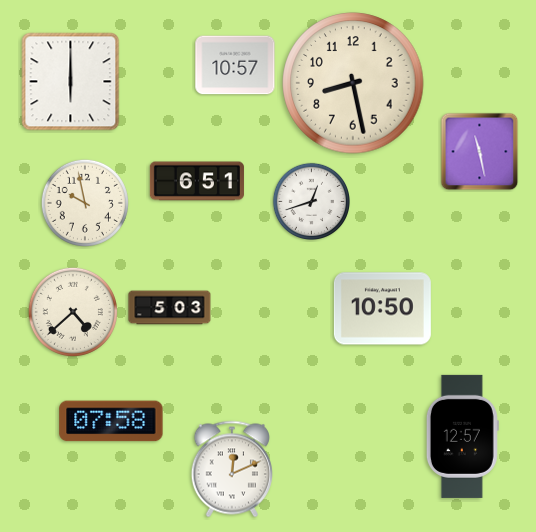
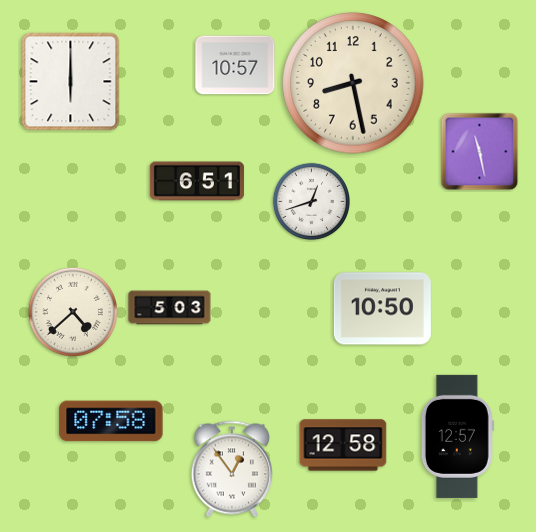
clock at (85, 203): 9:58 -> none
clock at (462, 436) position: (462, 436) -> (457, 436)
clock at (343, 445): none -> 12:58
clock at (232, 469): 12:11 -> 12:54
